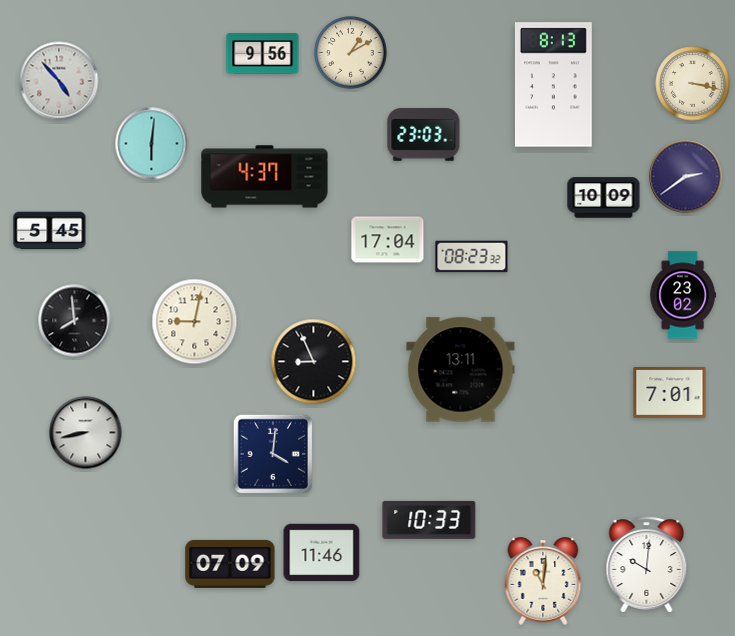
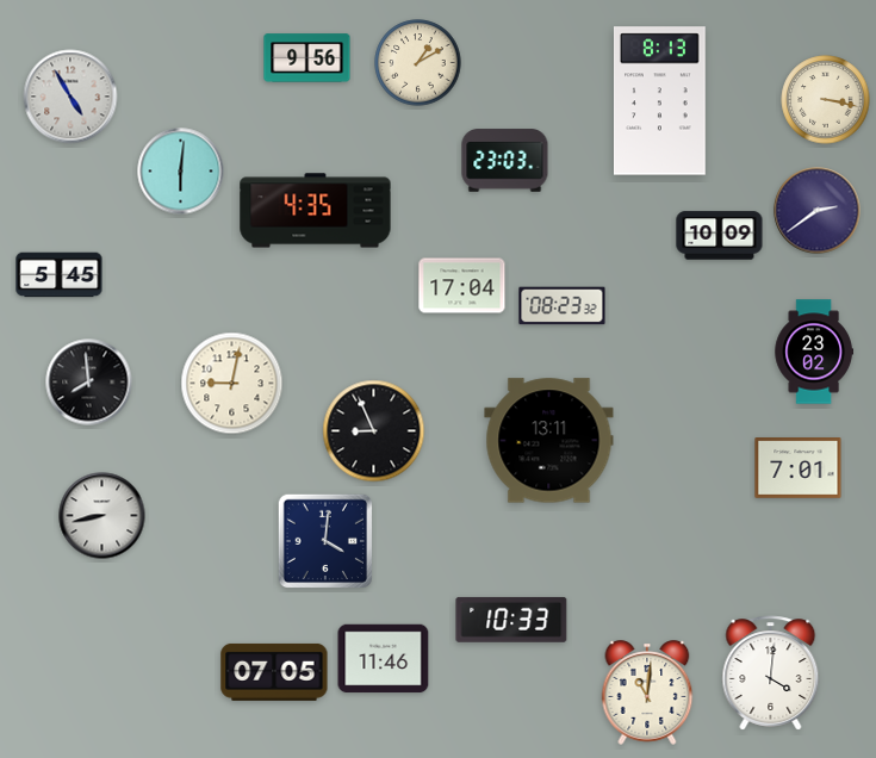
clock at (263, 54) position: (263, 54) -> (307, 58)
clock at (59, 81): 4:53 -> 4:55
clock at (265, 177): 4:37 -> 4:35
clock at (230, 564): 07:09 -> 07:05
clock at (647, 565): 10:01 -> 4:01
